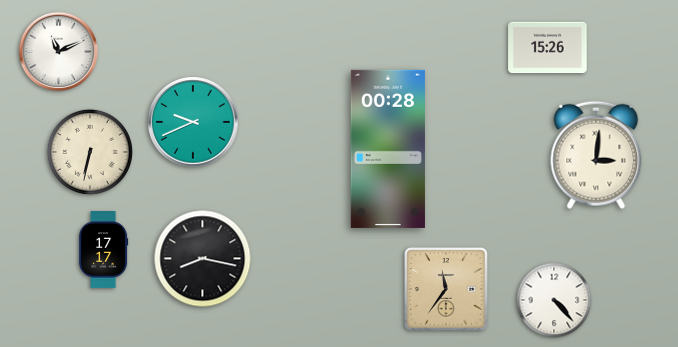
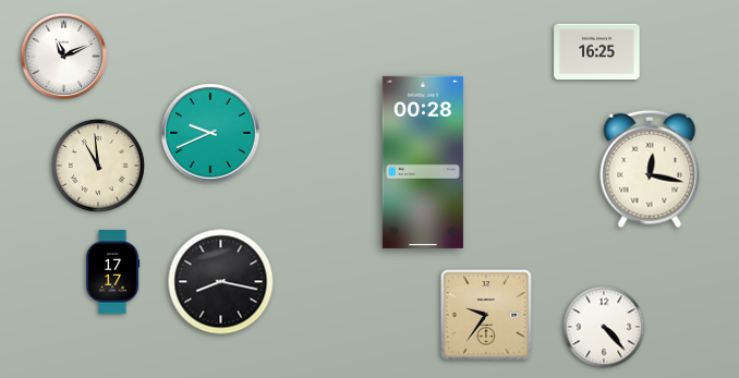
clock at (548, 48): 15:26 -> 16:25
clock at (90, 152): 6:32 -> 10:59
clock at (596, 155): 3:01 -> 12:17
clock at (446, 289): 11:36 -> 9:36
